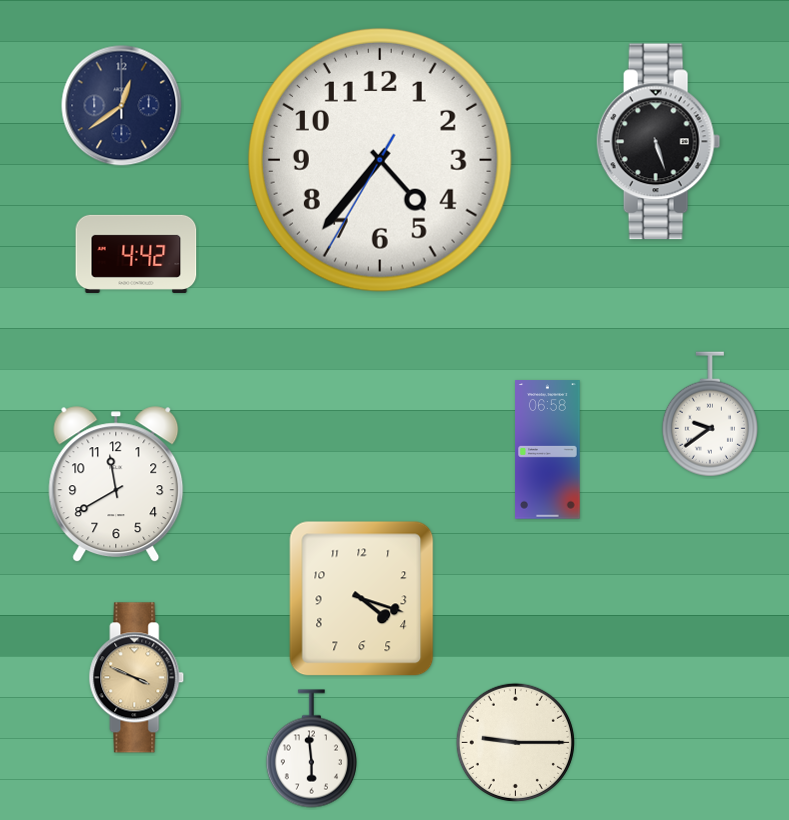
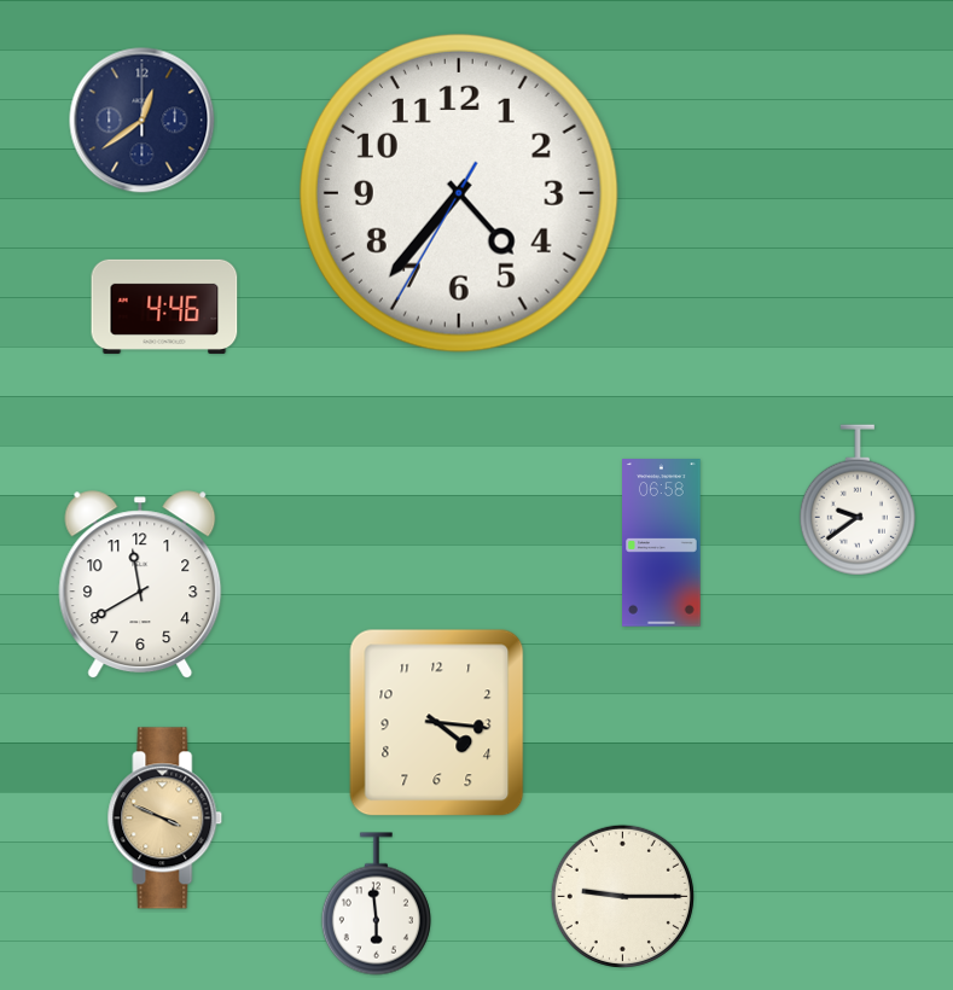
clock at (122, 106) position: (122, 106) -> (143, 121)
clock at (659, 142): 5:27 -> none
clock at (136, 254): 4:42 -> 4:46
clock at (362, 599): 4:18 -> 4:16
